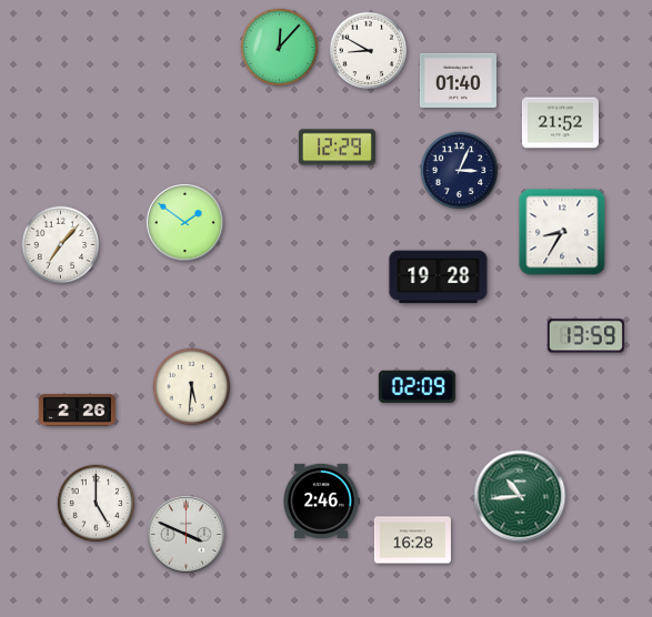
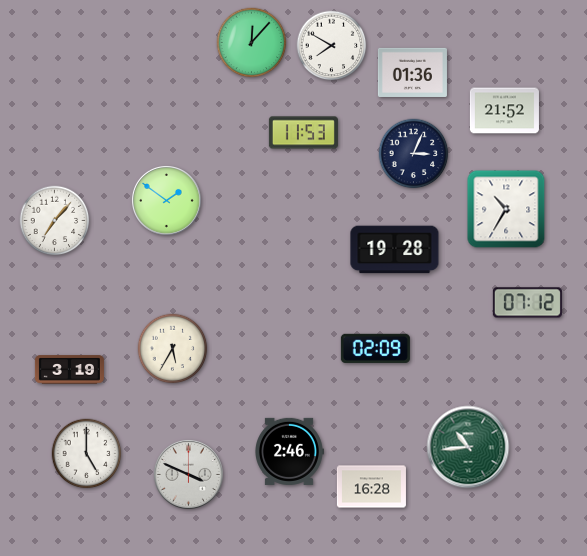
clock at (369, 51): 8:50 -> 7:50
clock at (458, 80): 01:40 -> 01:36
clock at (337, 148): 12:29 -> 11:53
clock at (562, 232): 8:35 -> 10:35
clock at (585, 336): 13:59 -> 07:12
clock at (192, 387): 5:31 -> 5:35
clock at (77, 411): 2:26 -> 3:19
clock at (185, 534) position: (185, 534) -> (188, 474)
